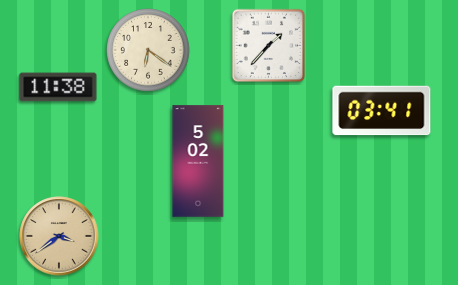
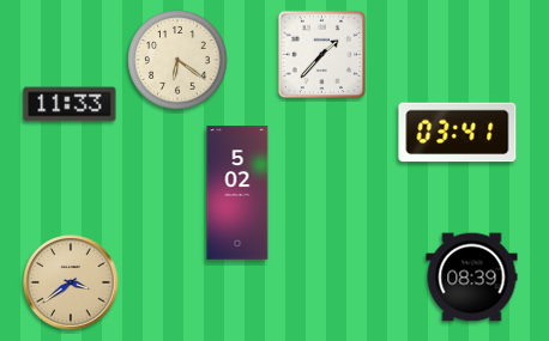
clock at (58, 87): 11:38 -> 11:33
clock at (472, 278): none -> 08:39
